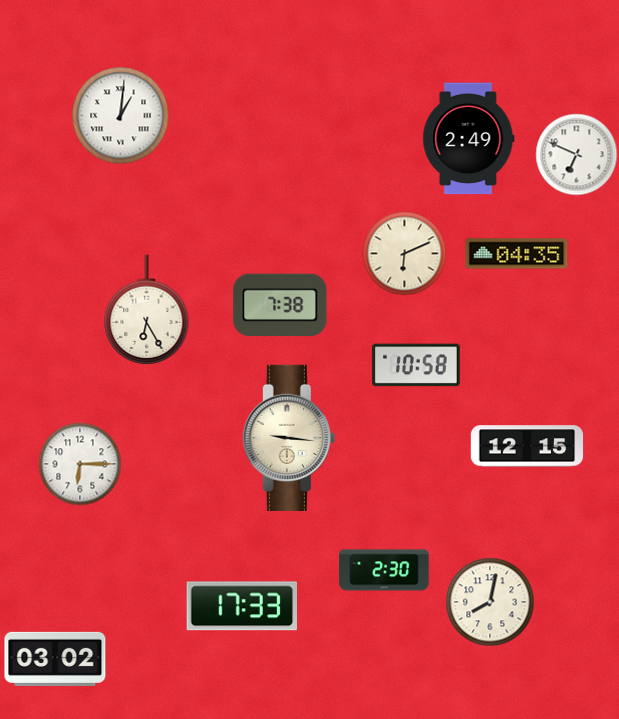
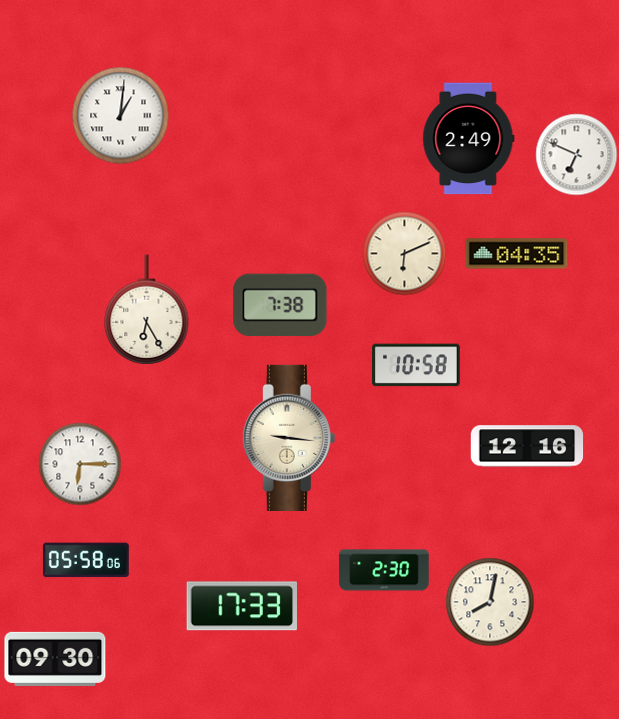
clock at (527, 446): 12:15 -> 12:16
clock at (86, 560): none -> 05:58
clock at (55, 659): 03:02 -> 09:30
